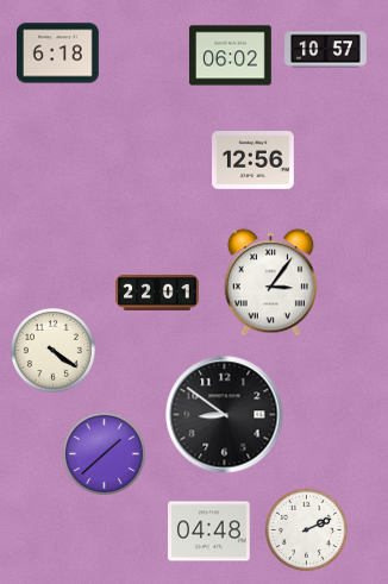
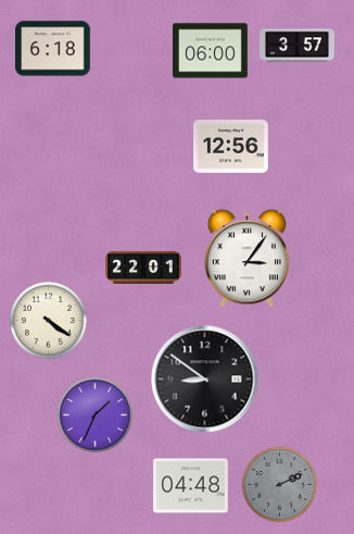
clock at (326, 50): 10:57 -> 3:57
clock at (231, 56): 06:02 -> 06:00
clock at (104, 453): 1:38 -> 1:34
clock at (306, 529) dial: white -> grey
